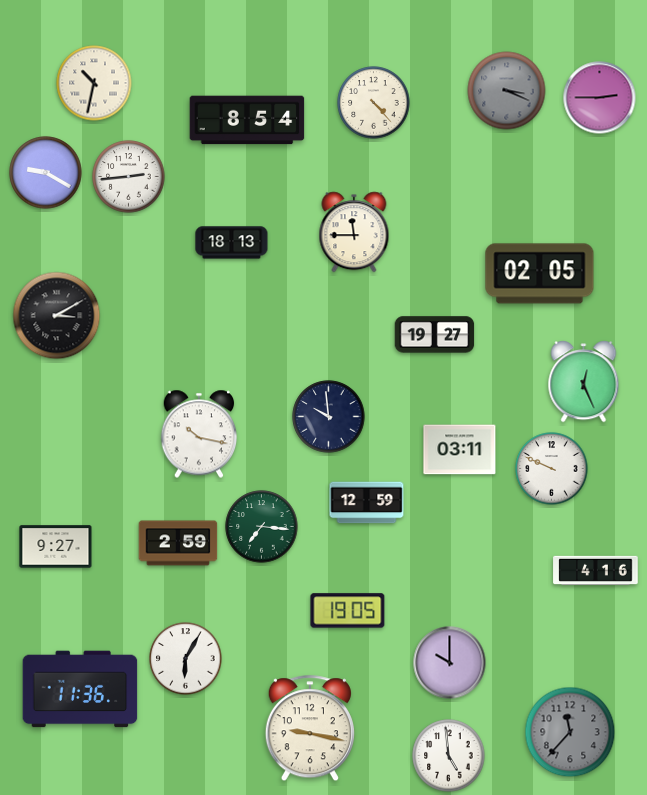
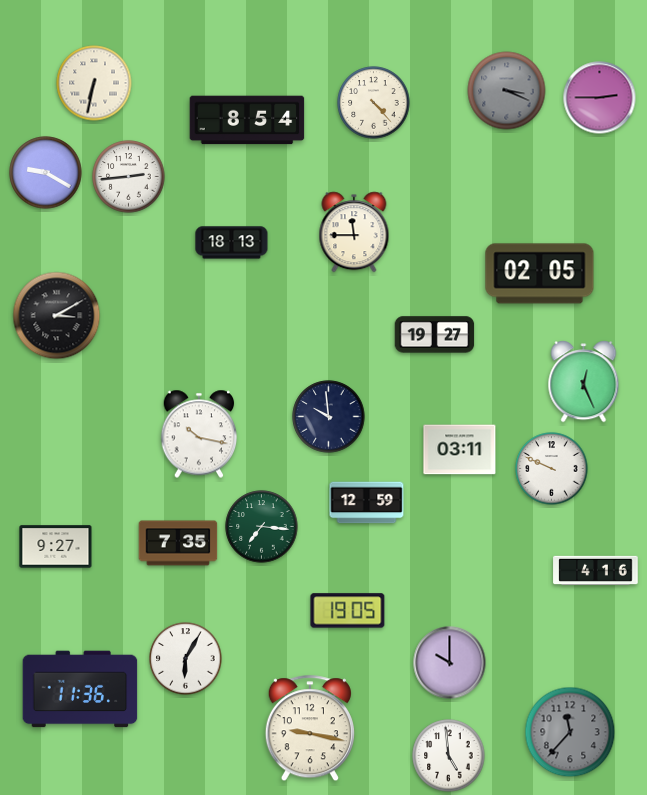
clock at (94, 83): 10:32 -> 6:32
clock at (178, 543): 2:59 -> 7:35
